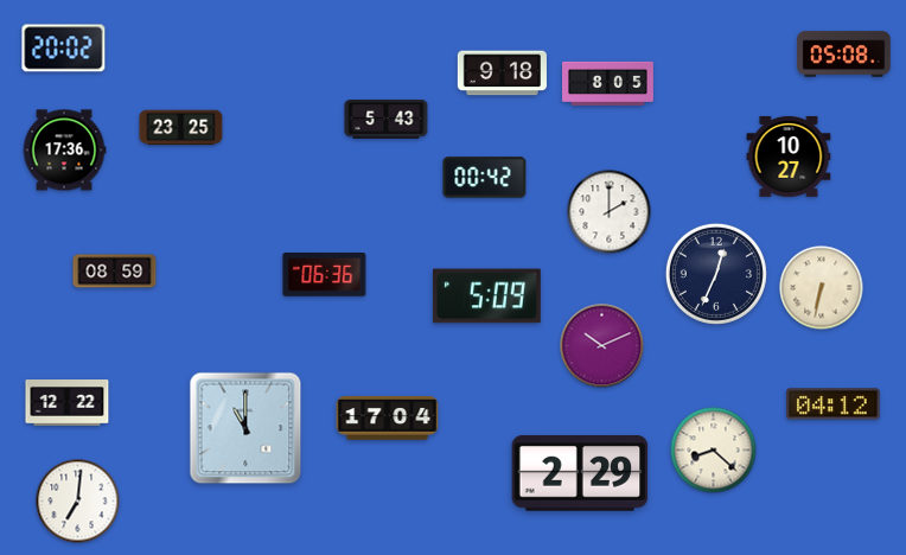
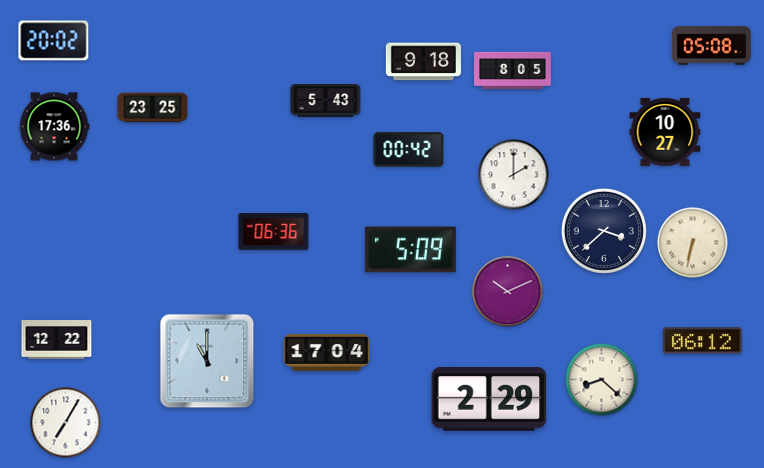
clock at (610, 212) position: (610, 212) -> (514, 175)
clock at (115, 272): 08:59 -> none
clock at (716, 274): 12:34 -> 3:38
clock at (834, 404): 04:12 -> 06:12
clock at (78, 502): 7:01 -> 7:05
